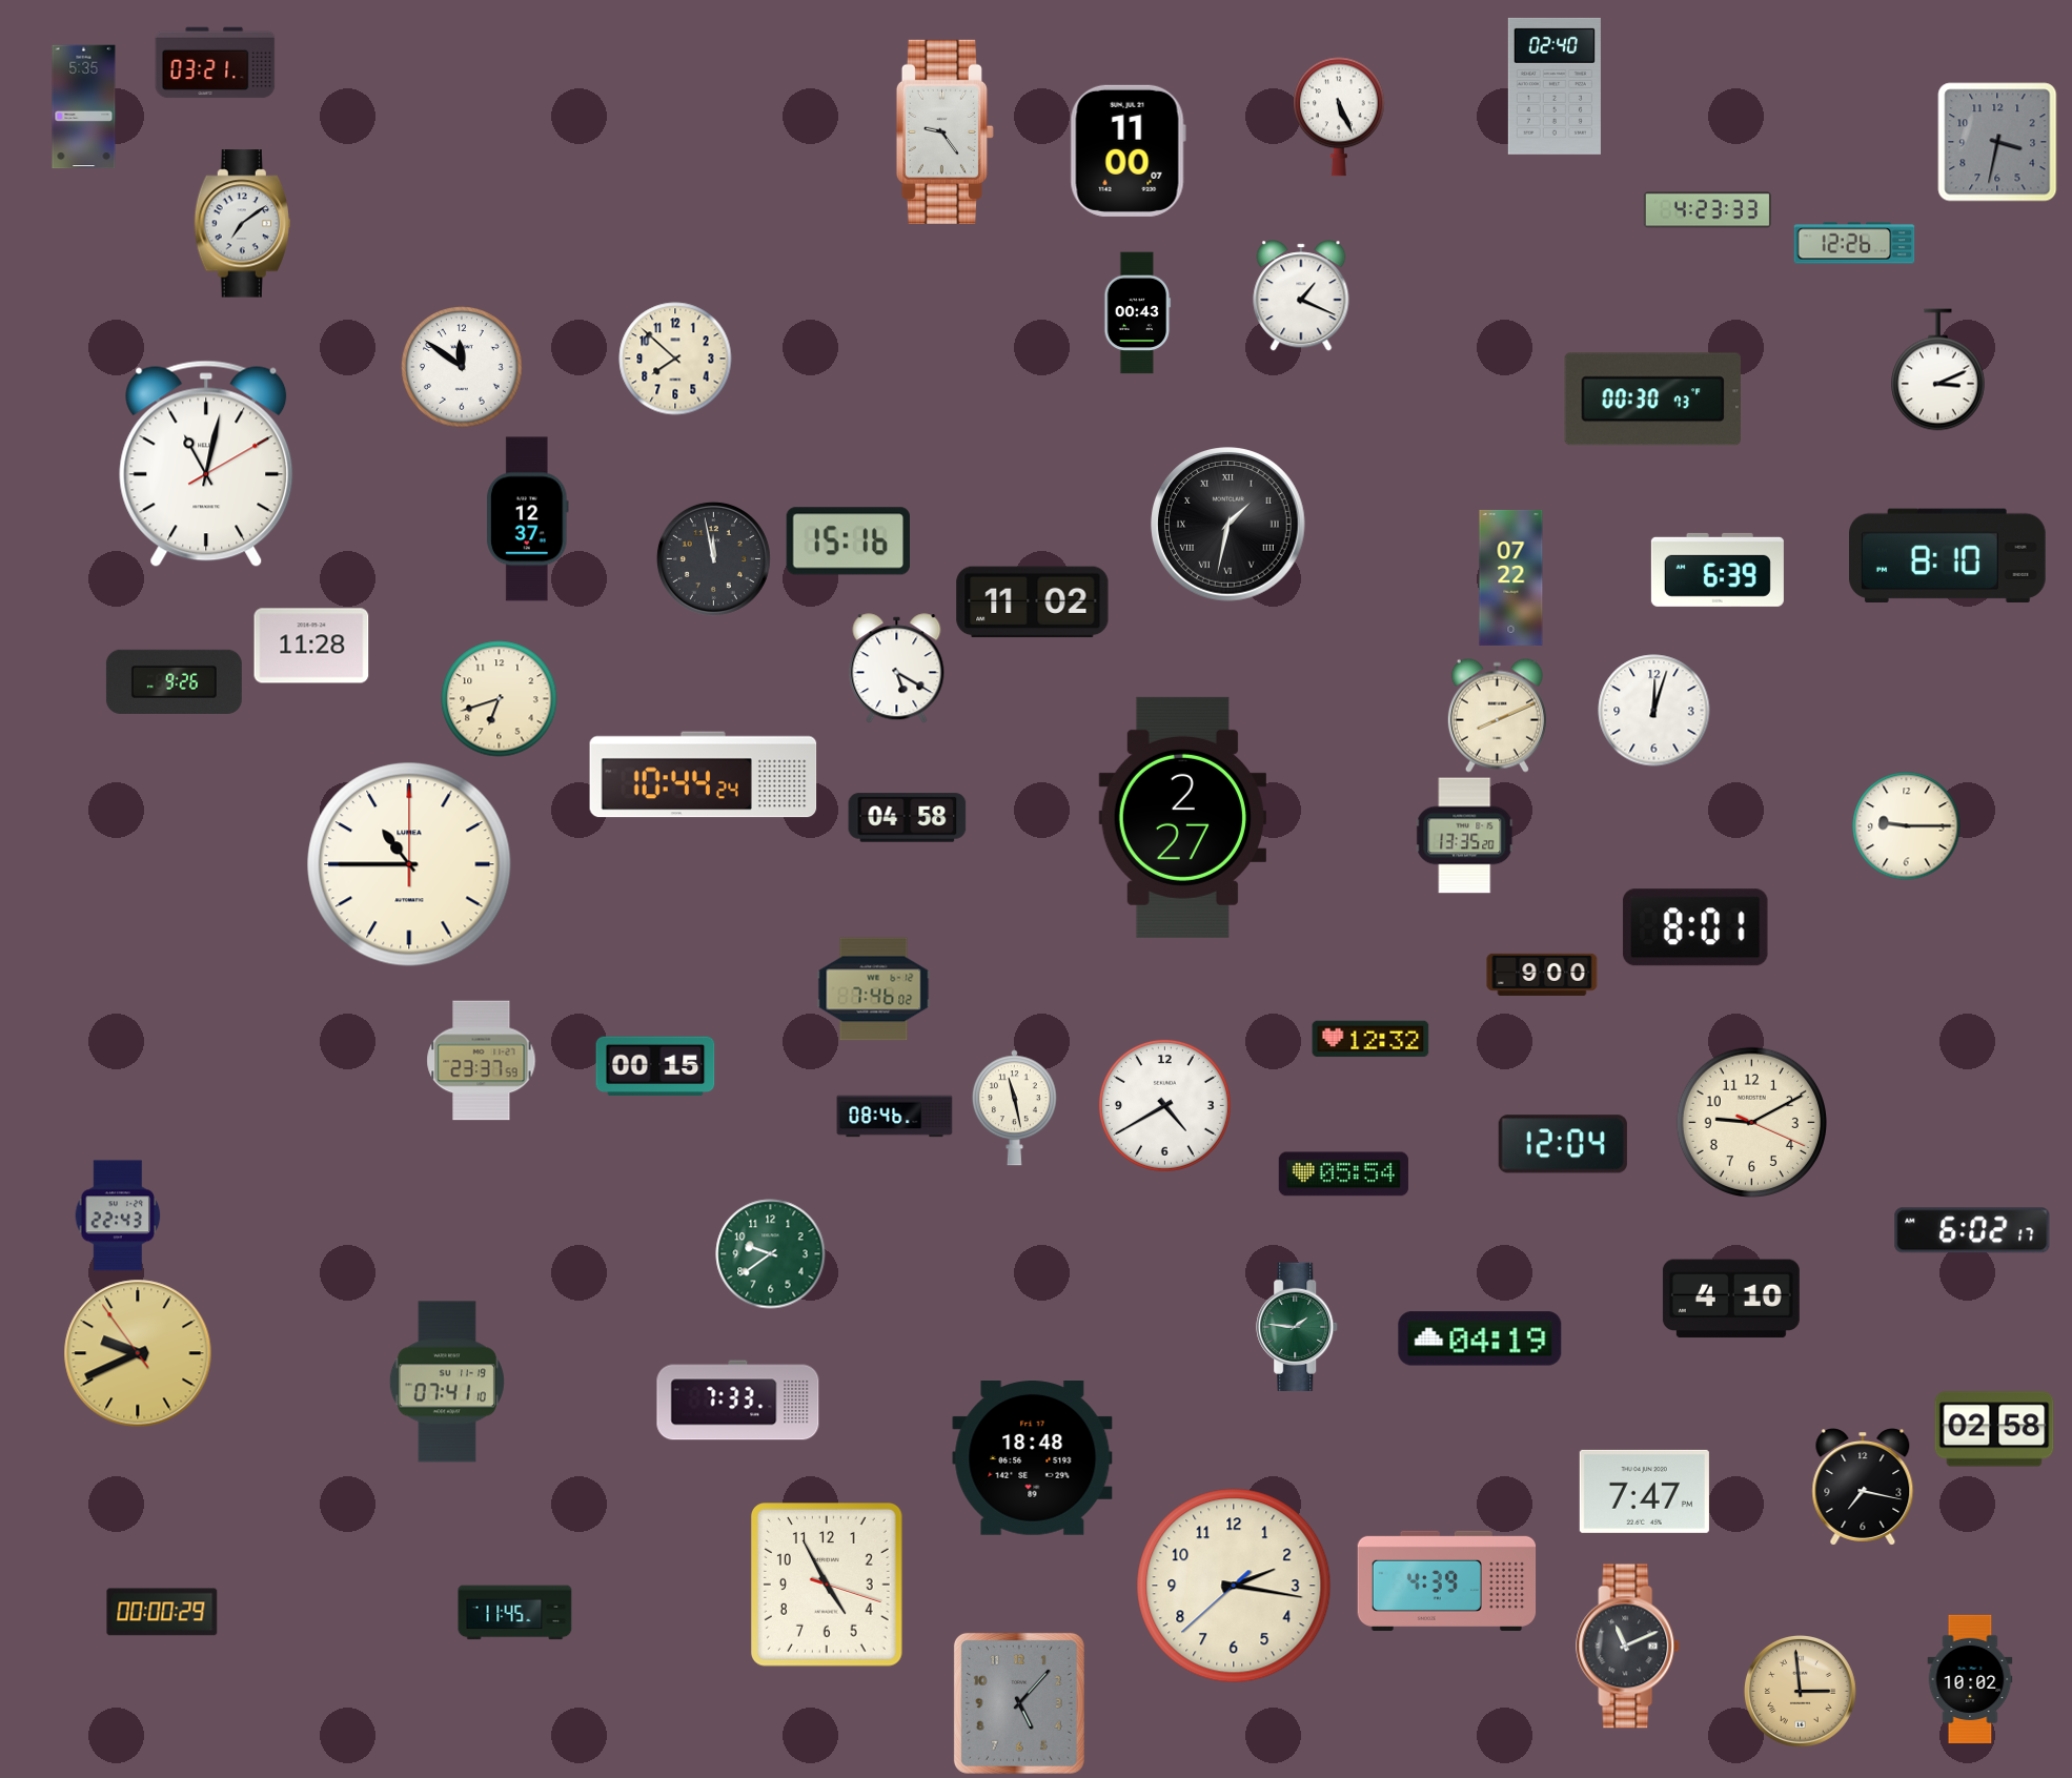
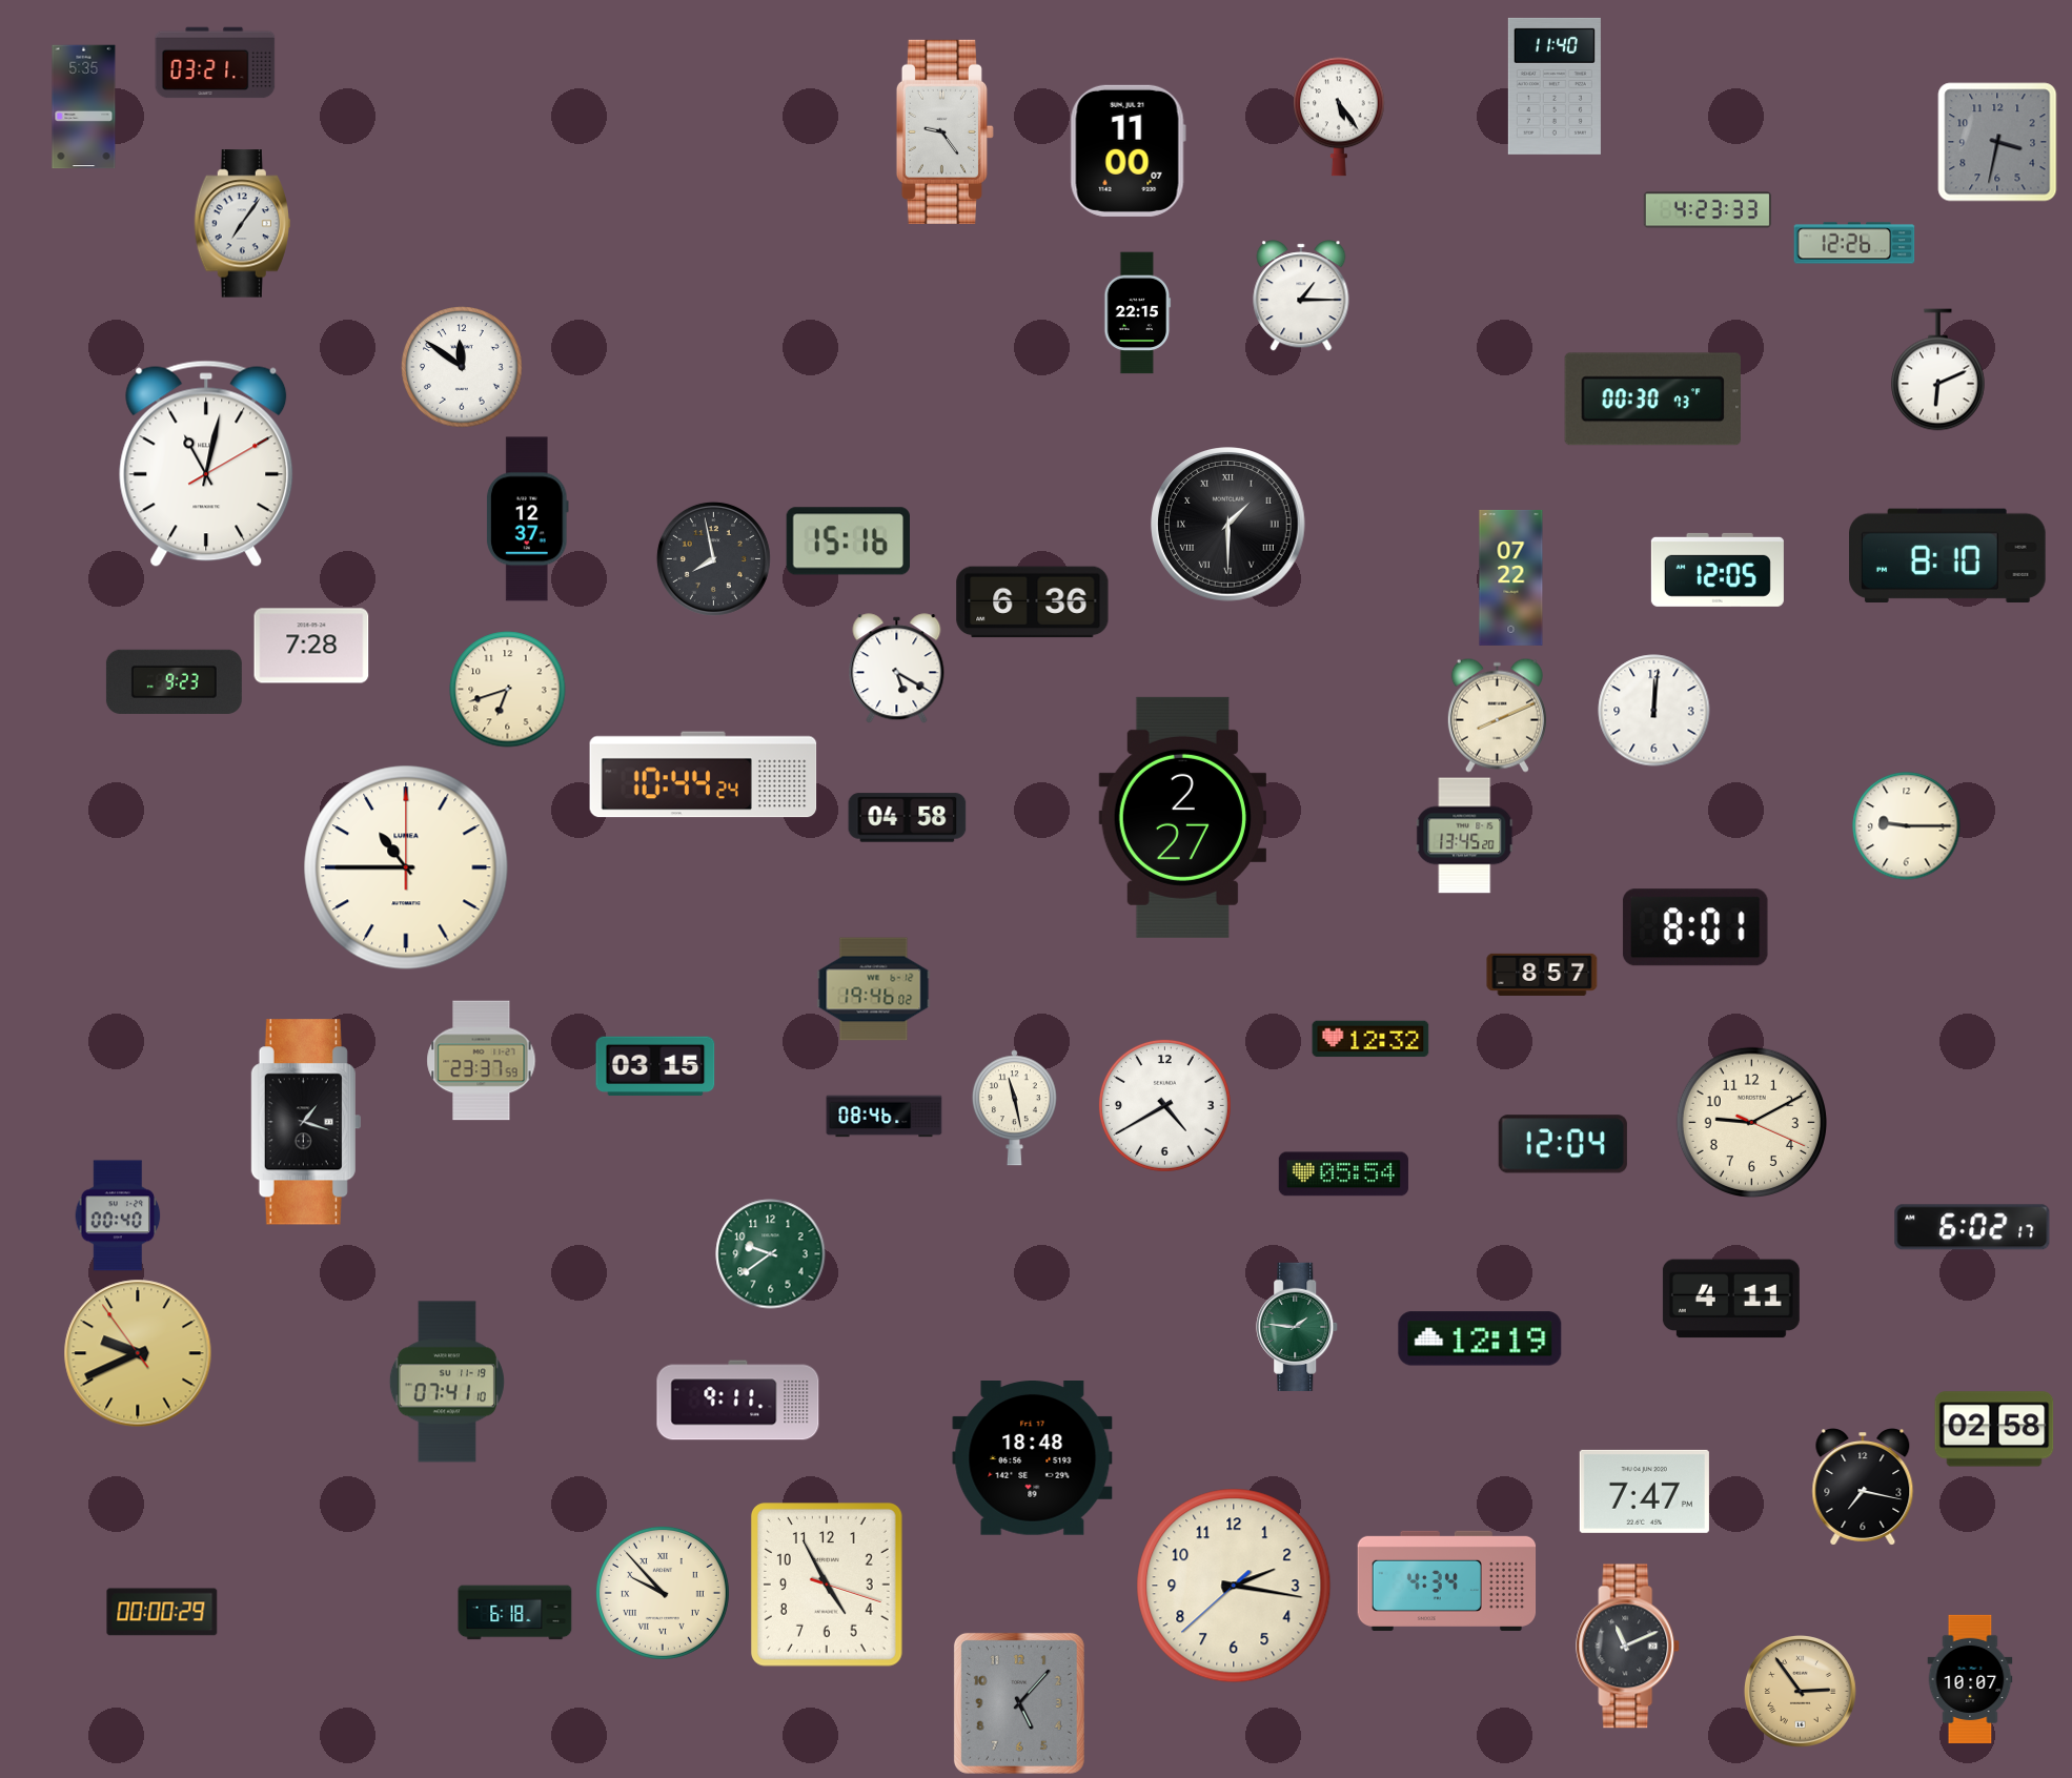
clock at (1555, 86): 02:40 -> 11:40
clock at (1339, 117): 5:26 -> 5:24
clock at (242, 224): 7:09 -> 7:06
clock at (1301, 295): 1:19 -> 1:15
clock at (1138, 313): 00:43 -> 22:15
clock at (675, 359): 7:52 -> none
clock at (1938, 370): 3:11 -> 6:11
clock at (1228, 525): 1:32 -> 1:30
clock at (713, 558): 11:58 -> 7:58
clock at (1718, 570): 6:39 -> 12:05
clock at (1033, 602): 11:02 -> 6:36
clock at (311, 646): 11:28 -> 7:28
clock at (174, 681): 9:26 -> 9:23
clock at (500, 699) position: (500, 699) -> (508, 690)
clock at (1654, 711): 12:03 -> 12:01
clock at (1465, 836): 13:35 -> 13:45
clock at (409, 864) position: (409, 864) -> (406, 867)
clock at (1542, 975): 9:00 -> 8:57
clock at (874, 989): 7:46 -> 19:46
clock at (655, 1066): 00:15 -> 03:15
clock at (895, 1117) position: (895, 1117) -> (885, 1117)
clock at (305, 1122): none -> 1:18
clock at (118, 1215): 22:43 -> 00:40
clock at (1972, 1230) position: (1972, 1230) -> (1972, 1227)
clock at (1731, 1299): 4:10 -> 4:11
clock at (1480, 1338): 04:19 -> 12:19
clock at (738, 1401): 7:33 -> 9:11
clock at (1447, 1580): 4:39 -> 4:34
clock at (663, 1593): none -> 9:53
clock at (515, 1613): 11:45 -> 6:18
clock at (1970, 1678): 10:02 -> 10:07
clock at (1801, 1692): 2:59 -> 2:54
